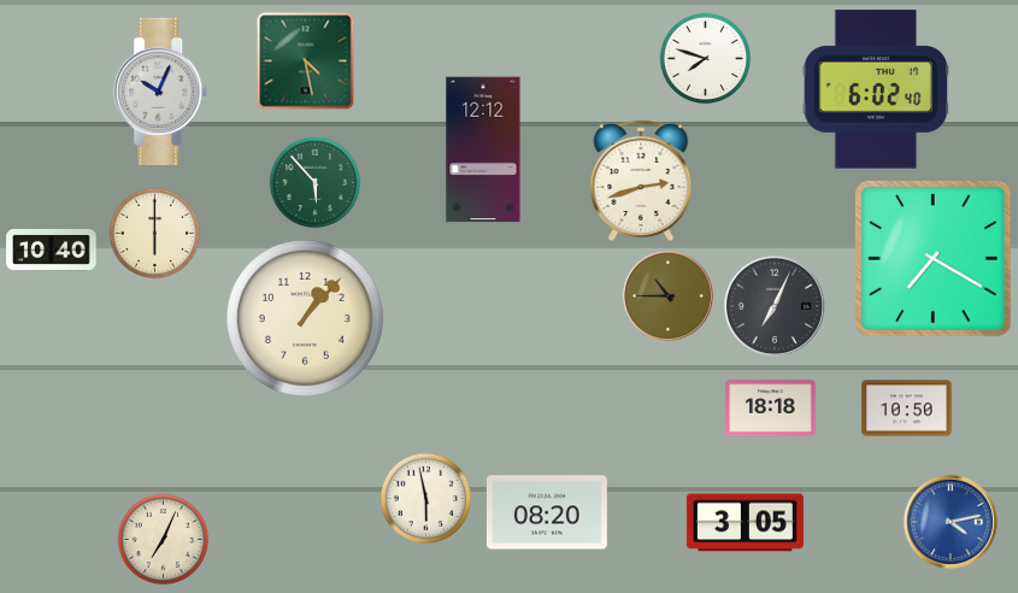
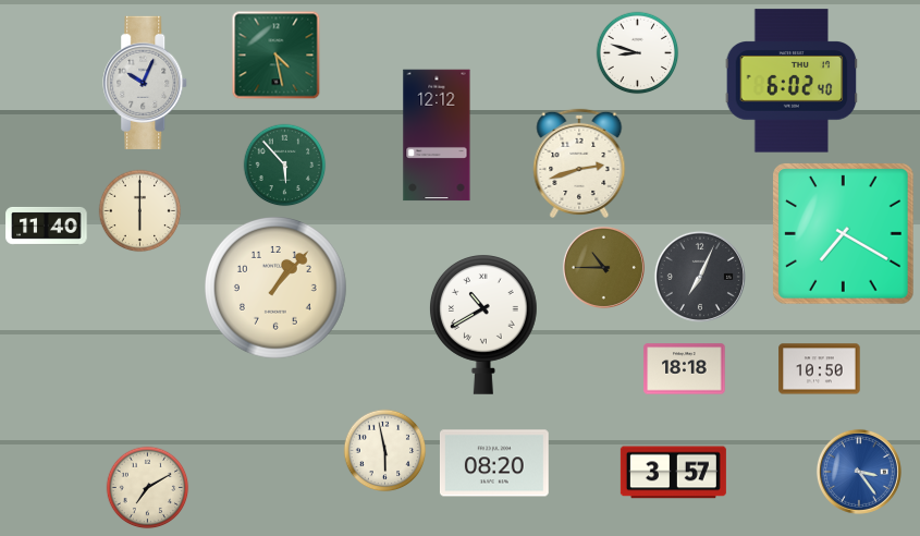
clock at (706, 59): 7:48 -> 8:48
clock at (52, 249): 10:40 -> 11:40
clock at (483, 325): none -> 10:40
clock at (771, 409) position: (771, 409) -> (685, 369)
clock at (951, 522): 4:13 -> 3:24
clock at (745, 523): 3:05 -> 3:57
clock at (164, 540): 7:04 -> 7:10
